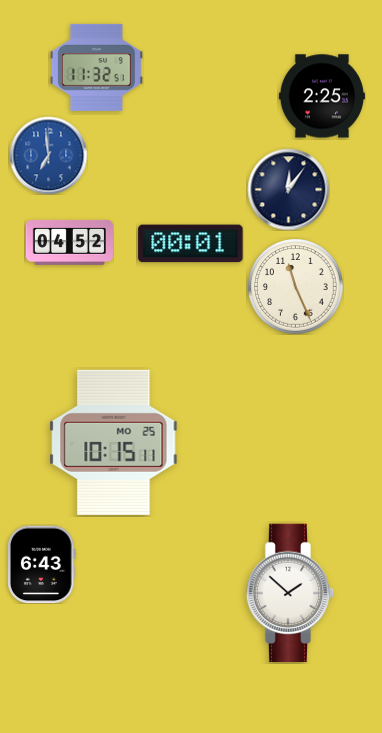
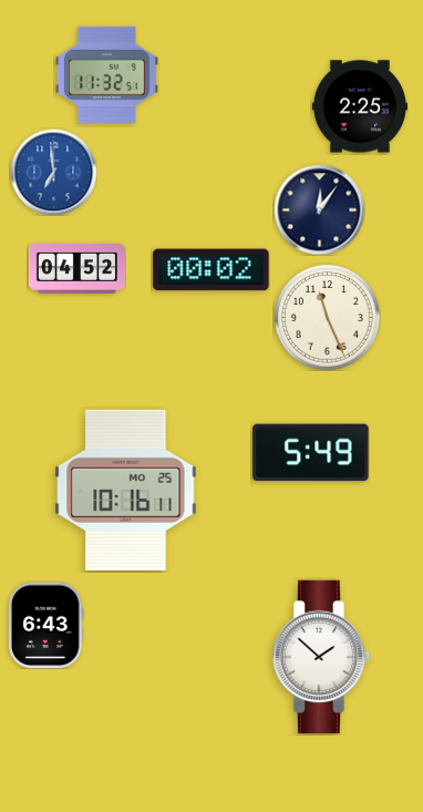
clock at (322, 96) position: (322, 96) -> (360, 106)
clock at (191, 244): 00:01 -> 00:02
clock at (311, 453): none -> 5:49
clock at (114, 442): 10:15 -> 10:16
